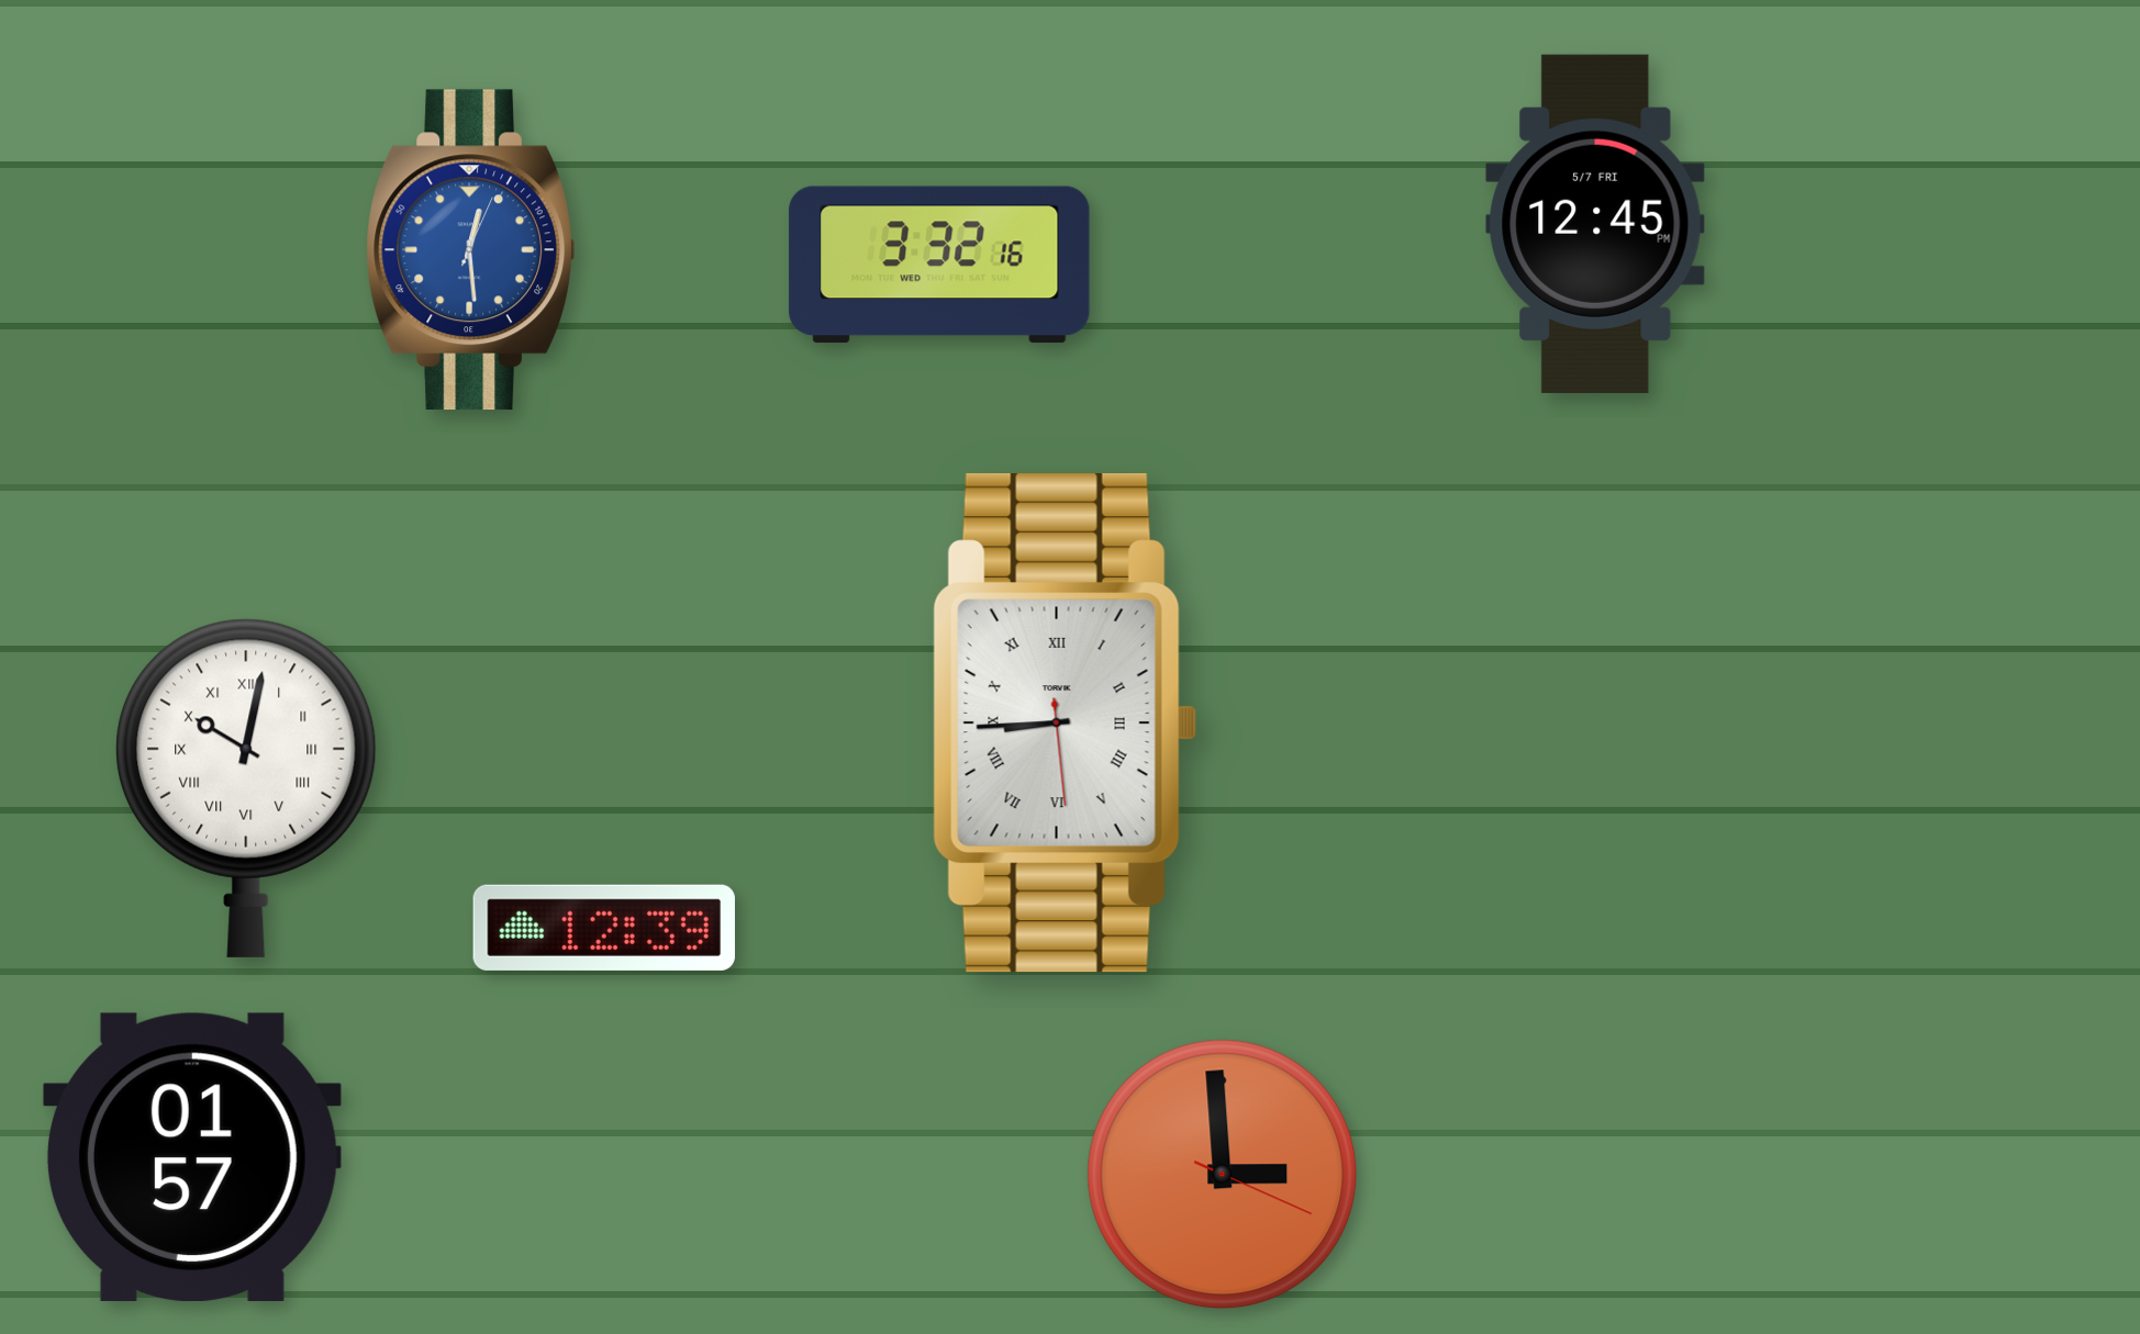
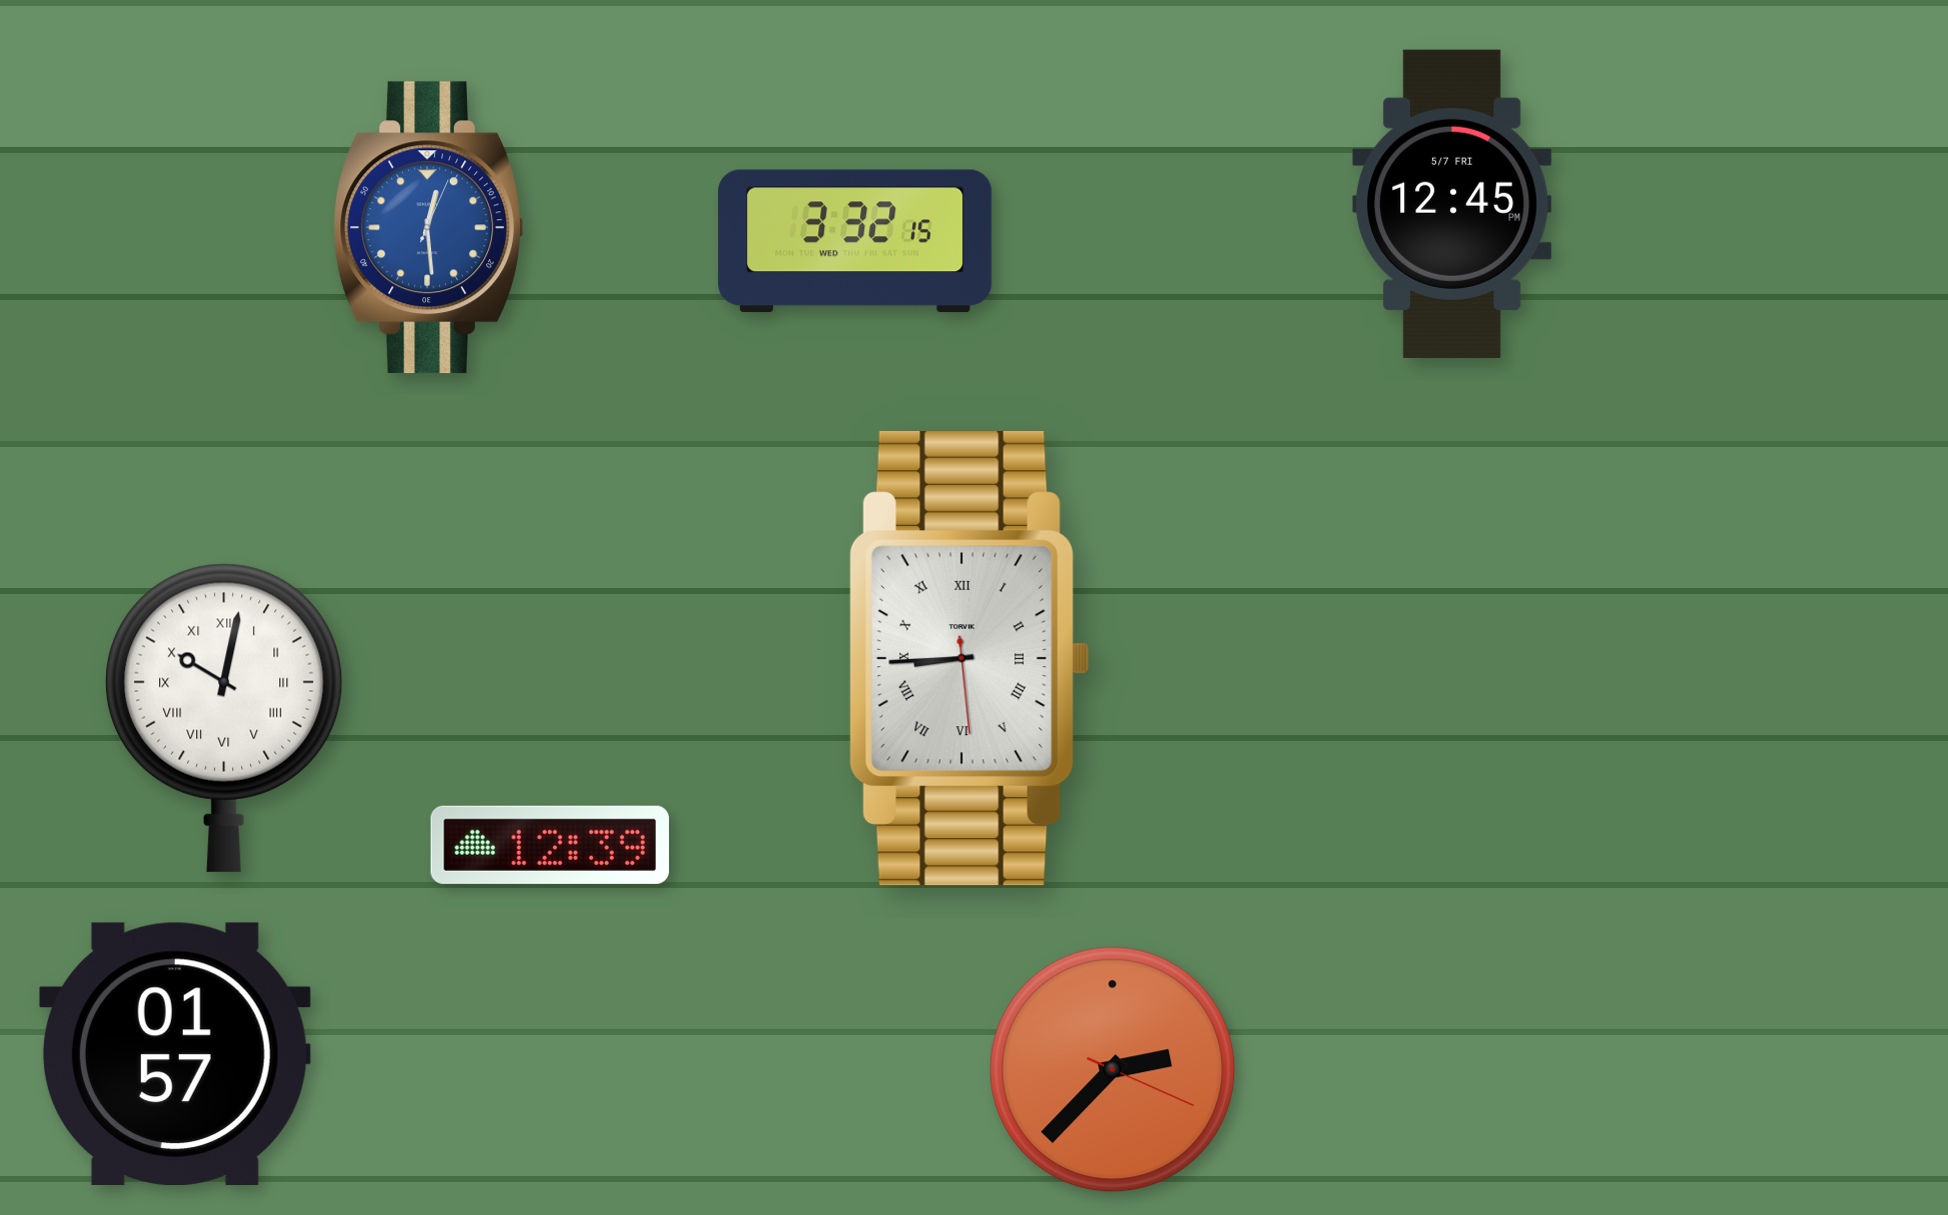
clock at (939, 265): 3:32:16 -> 3:32:15
clock at (1223, 1175): 2:59 -> 2:37
